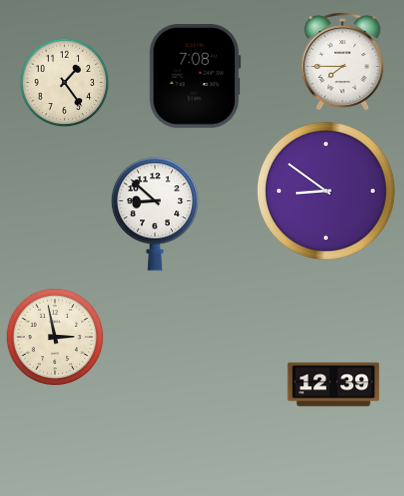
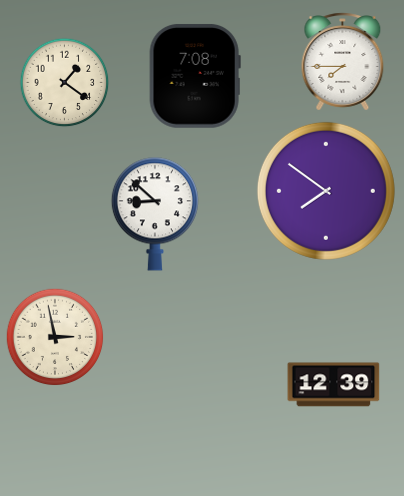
clock at (65, 83): 1:24 -> 1:21
clock at (326, 191): 8:51 -> 7:51
